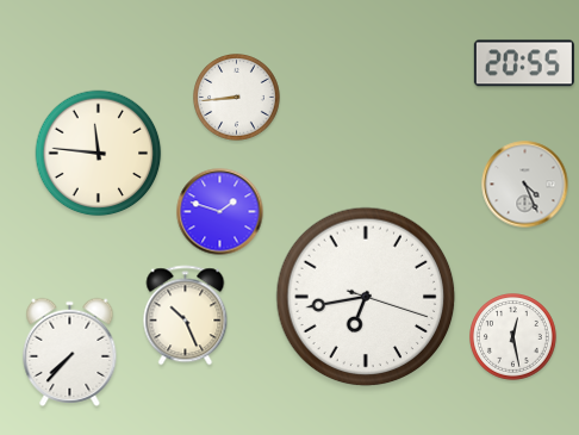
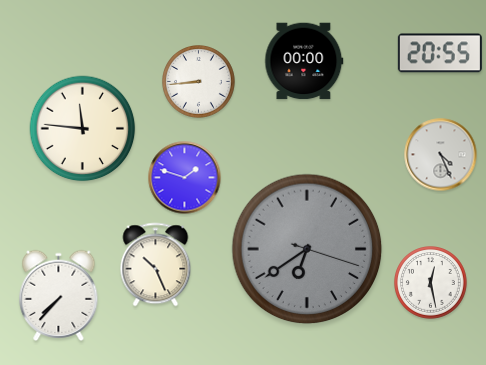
clock at (304, 61): none -> 00:00
clock at (366, 297): 6:43 -> 6:39
clock at (366, 297) dial: white -> grey
